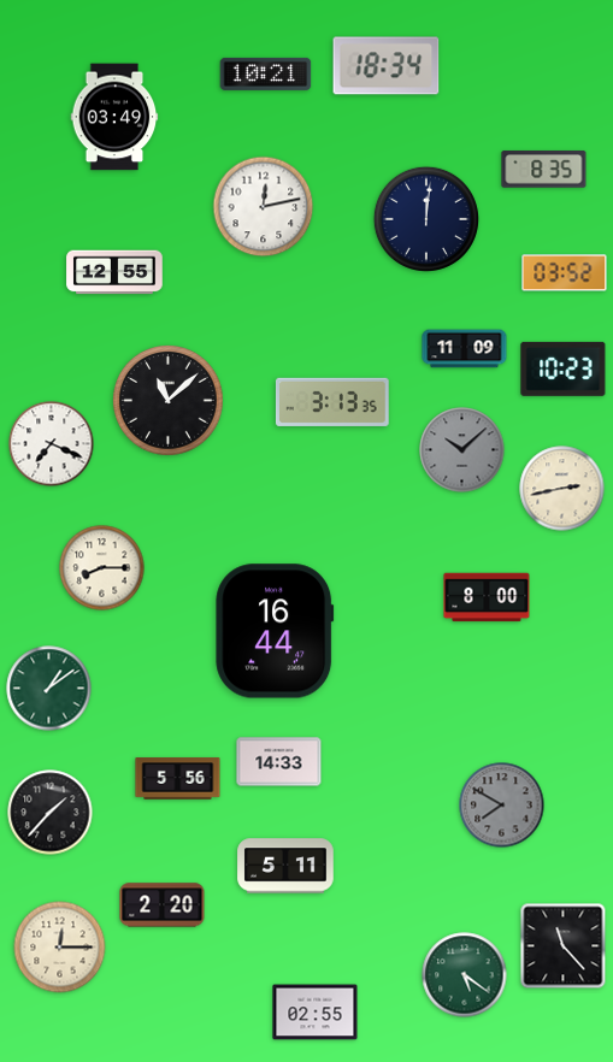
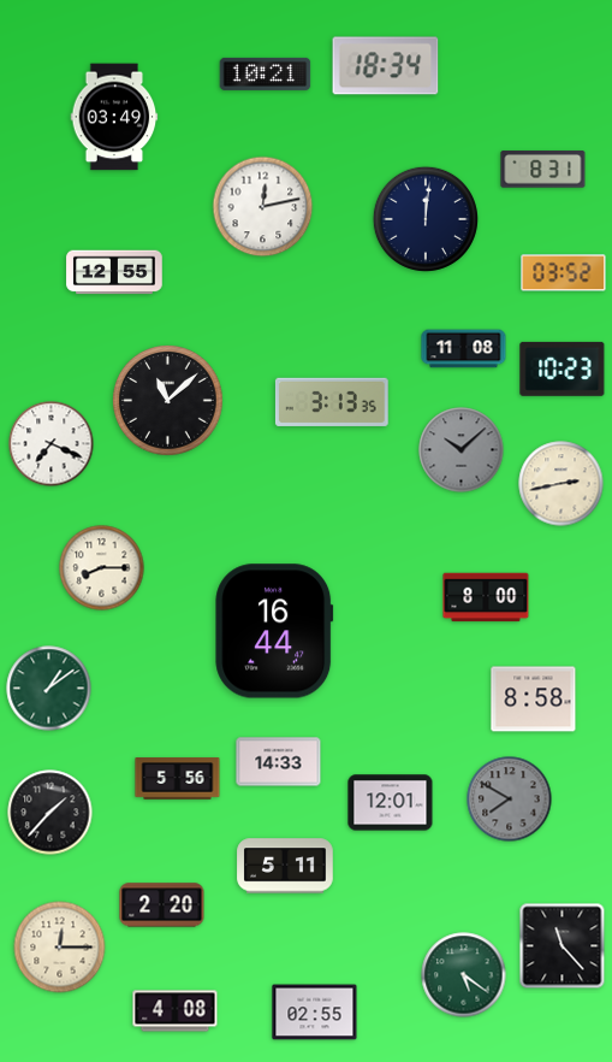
clock at (544, 170): 8:35 -> 8:31
clock at (465, 349): 11:09 -> 11:08
clock at (562, 489) position: (562, 489) -> (562, 484)
clock at (534, 700): none -> 8:58
clock at (391, 803): none -> 12:01
clock at (502, 806) position: (502, 806) -> (510, 800)
clock at (176, 1011): none -> 4:08
